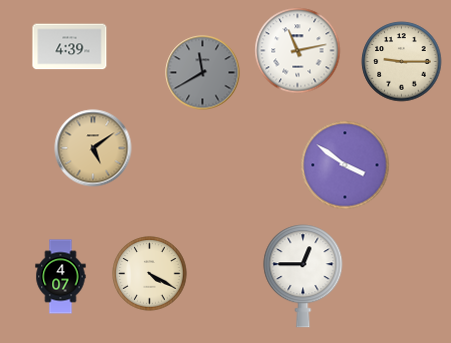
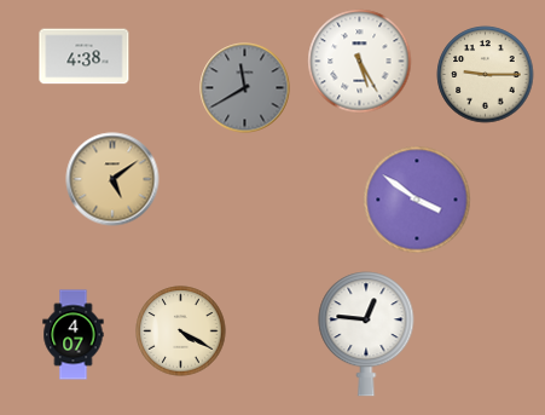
clock at (70, 47): 4:39 -> 4:38
clock at (298, 51): 11:13 -> 5:25
clock at (303, 276): 12:45 -> 12:46
